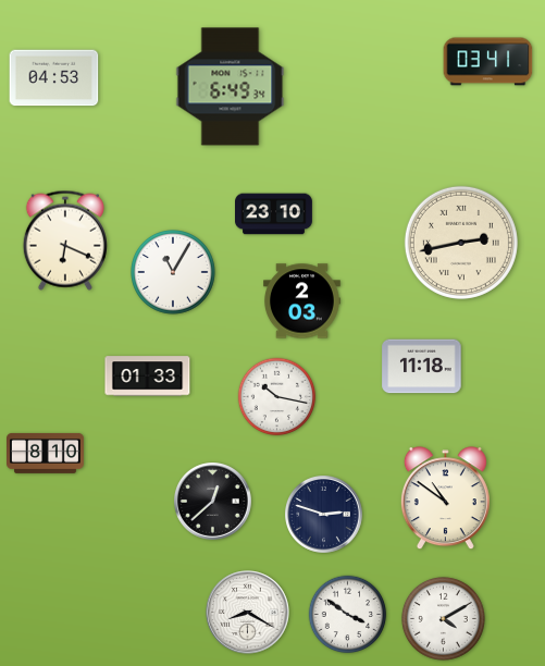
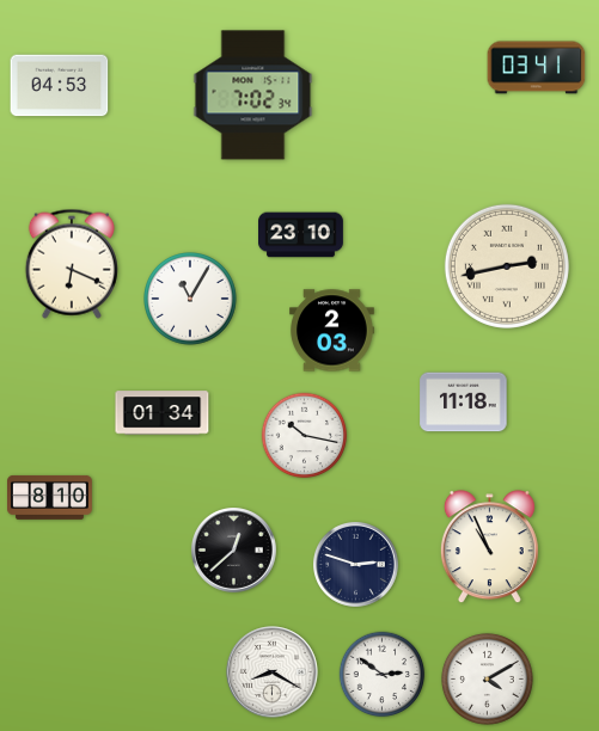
clock at (231, 87): 6:49 -> 7:02
clock at (148, 377): 01:33 -> 01:34
clock at (445, 498): 10:51 -> 10:56
clock at (348, 615): 3:51 -> 2:51
